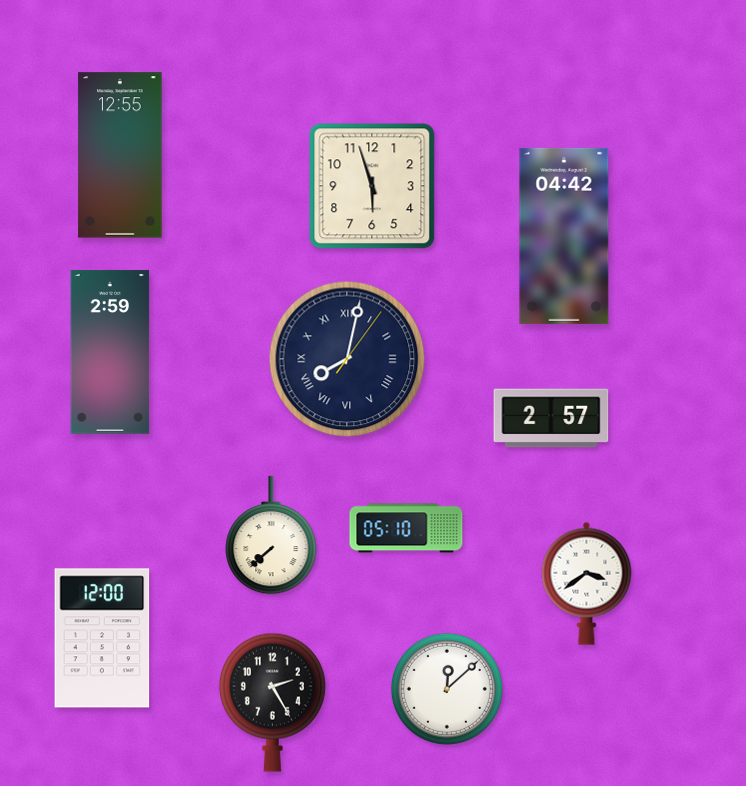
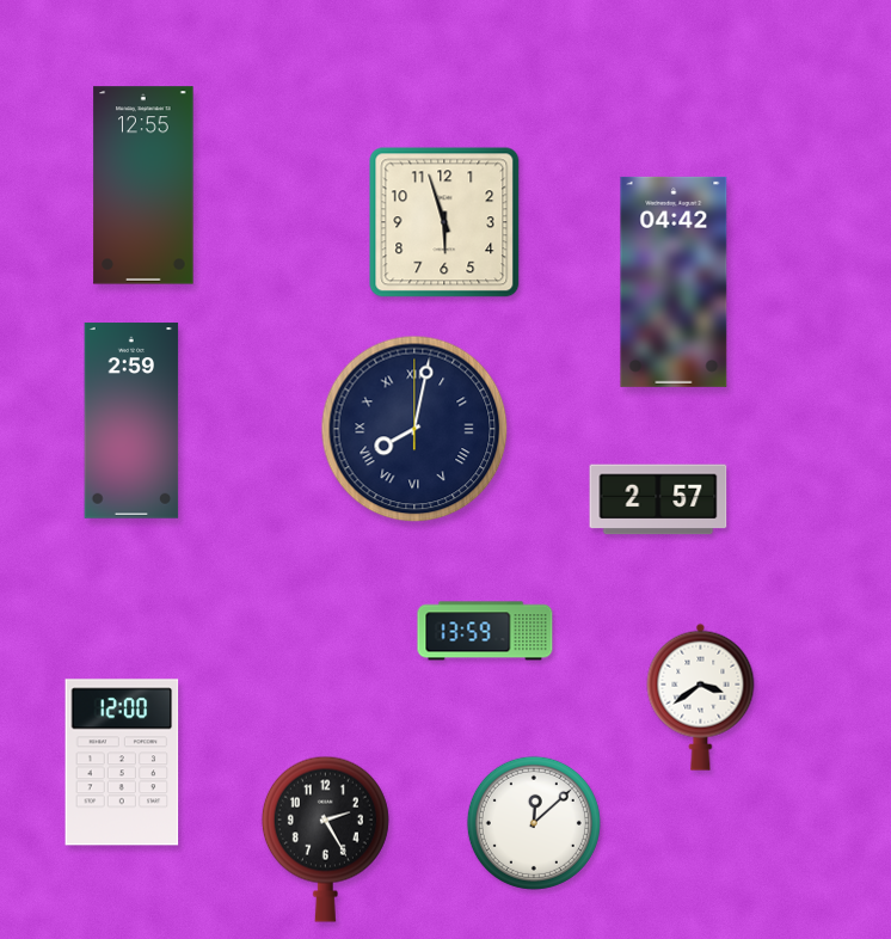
clock at (347, 359): 8:02:06 -> 8:02:00
clock at (406, 528): 05:10 -> 13:59
clock at (271, 535): 7:38 -> none
